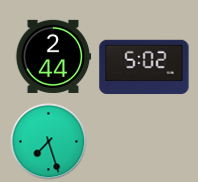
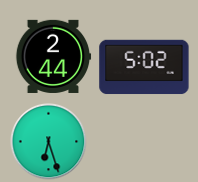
clock at (49, 142): 7:27 -> 6:27
